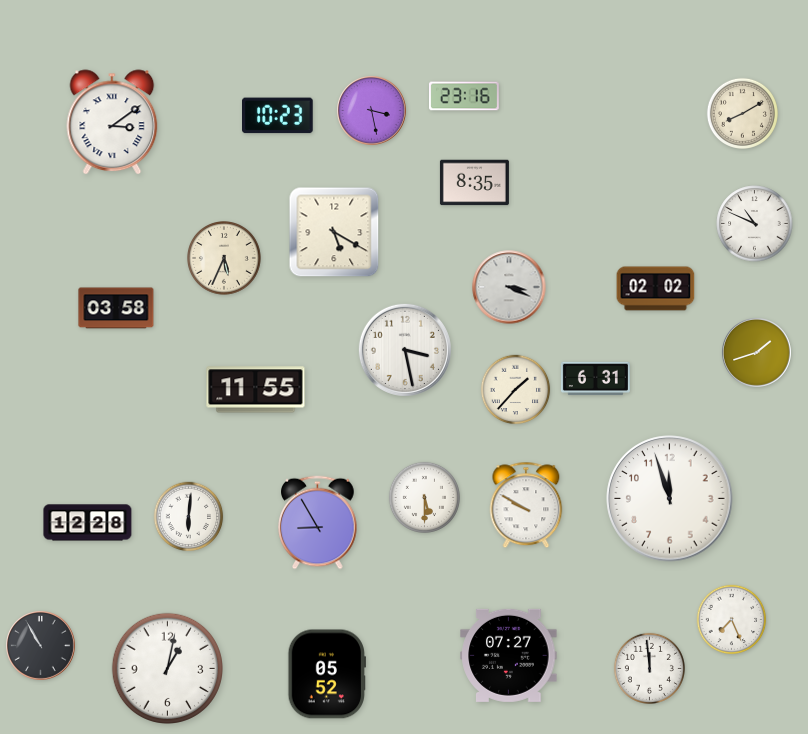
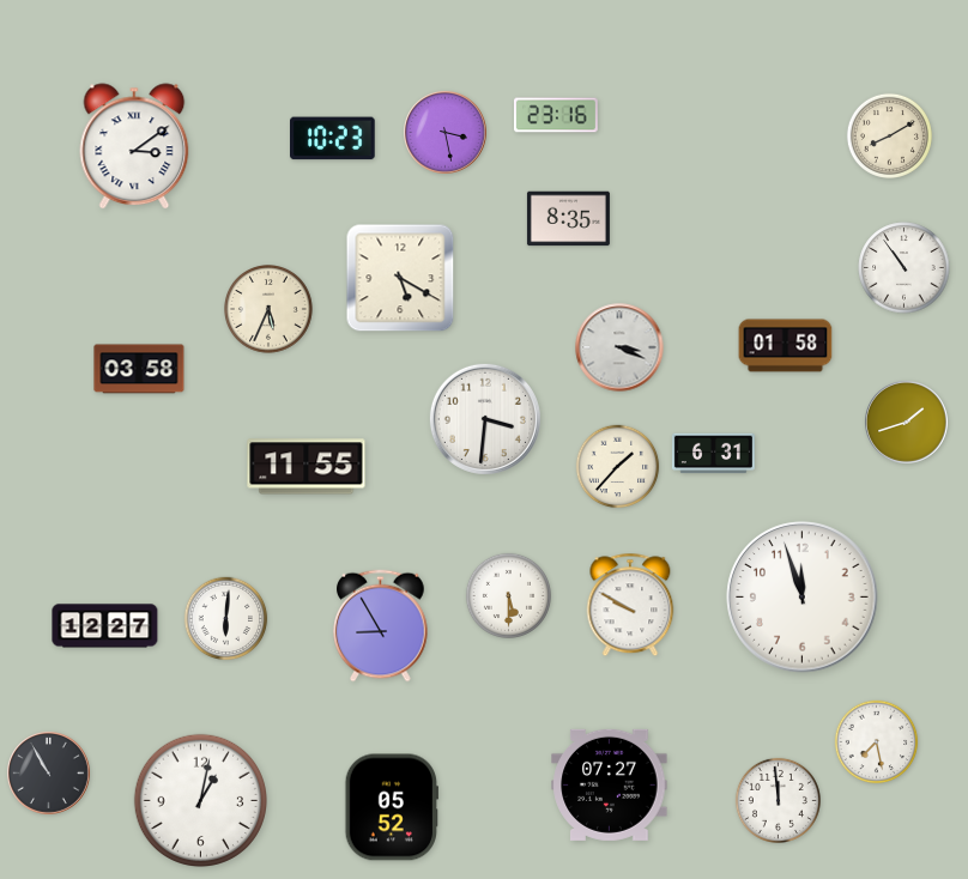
clock at (755, 224): 10:49 -> 10:54
clock at (509, 287) position: (509, 287) -> (619, 347)
clock at (656, 289): 02:02 -> 01:58
clock at (405, 350): 3:28 -> 3:31
clock at (88, 523): 12:28 -> 12:27
clock at (732, 620): 7:26 -> 7:28
